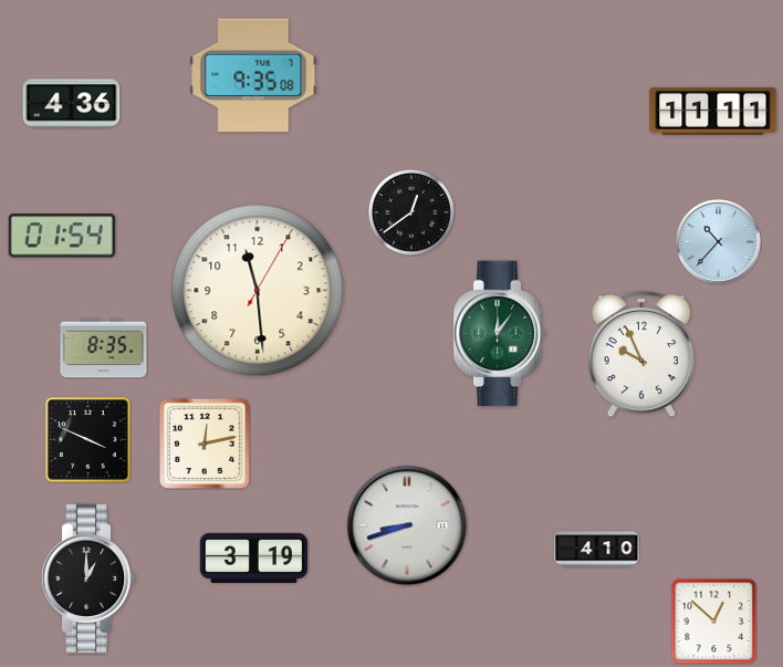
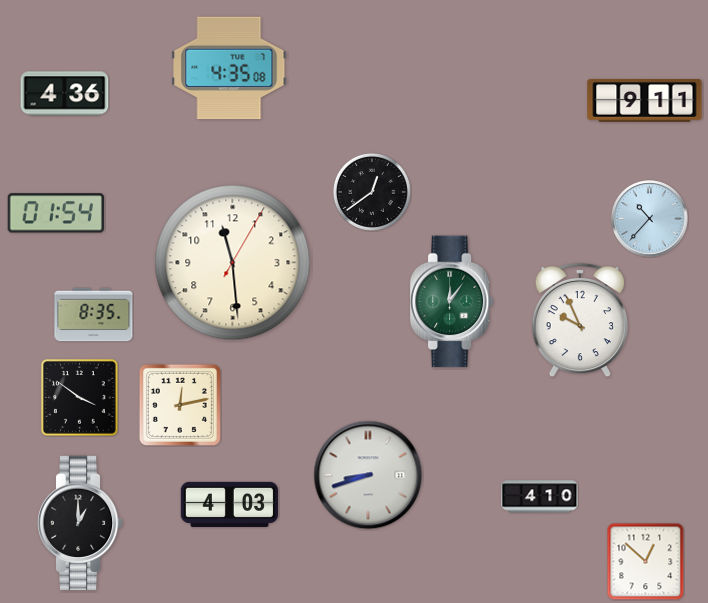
clock at (253, 75): 9:35 -> 4:35
clock at (713, 112): 11:11 -> 9:11
clock at (88, 440): 3:49 -> 3:51
clock at (205, 444) position: (205, 444) -> (180, 405)
clock at (253, 557): 3:19 -> 4:03
